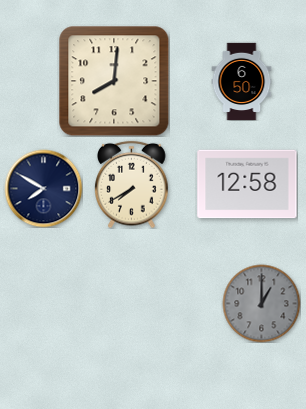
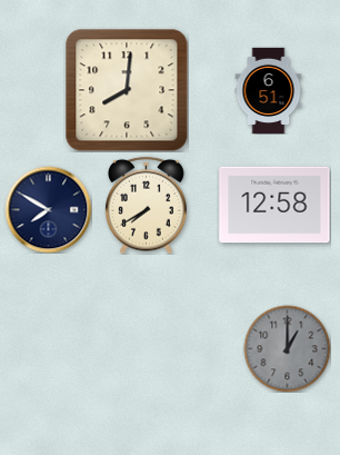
clock at (242, 81): 6:50 -> 6:51
clock at (261, 303) position: (261, 303) -> (287, 348)
